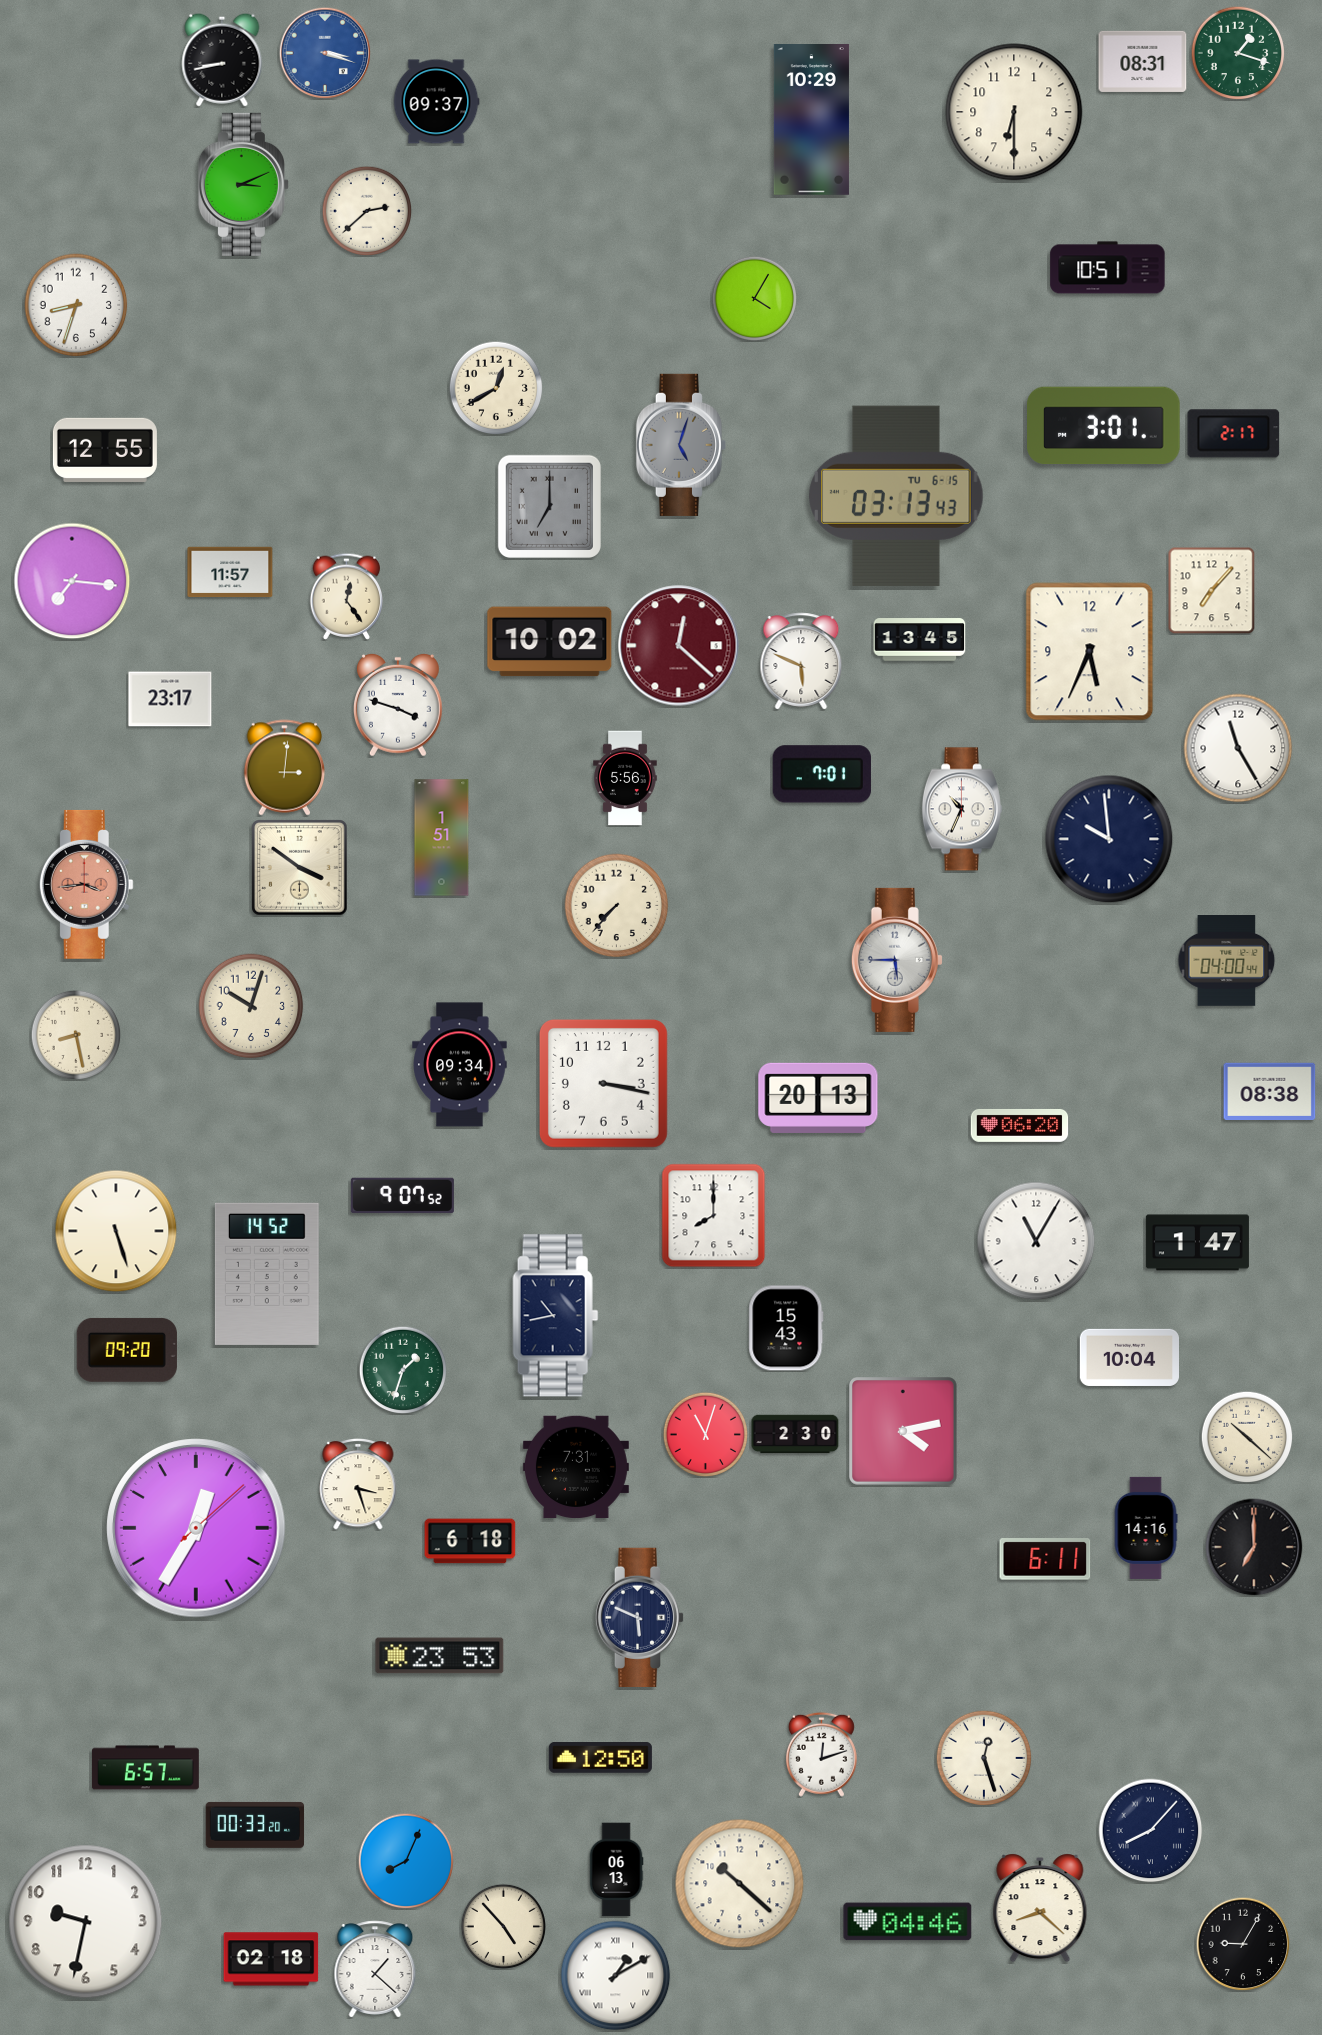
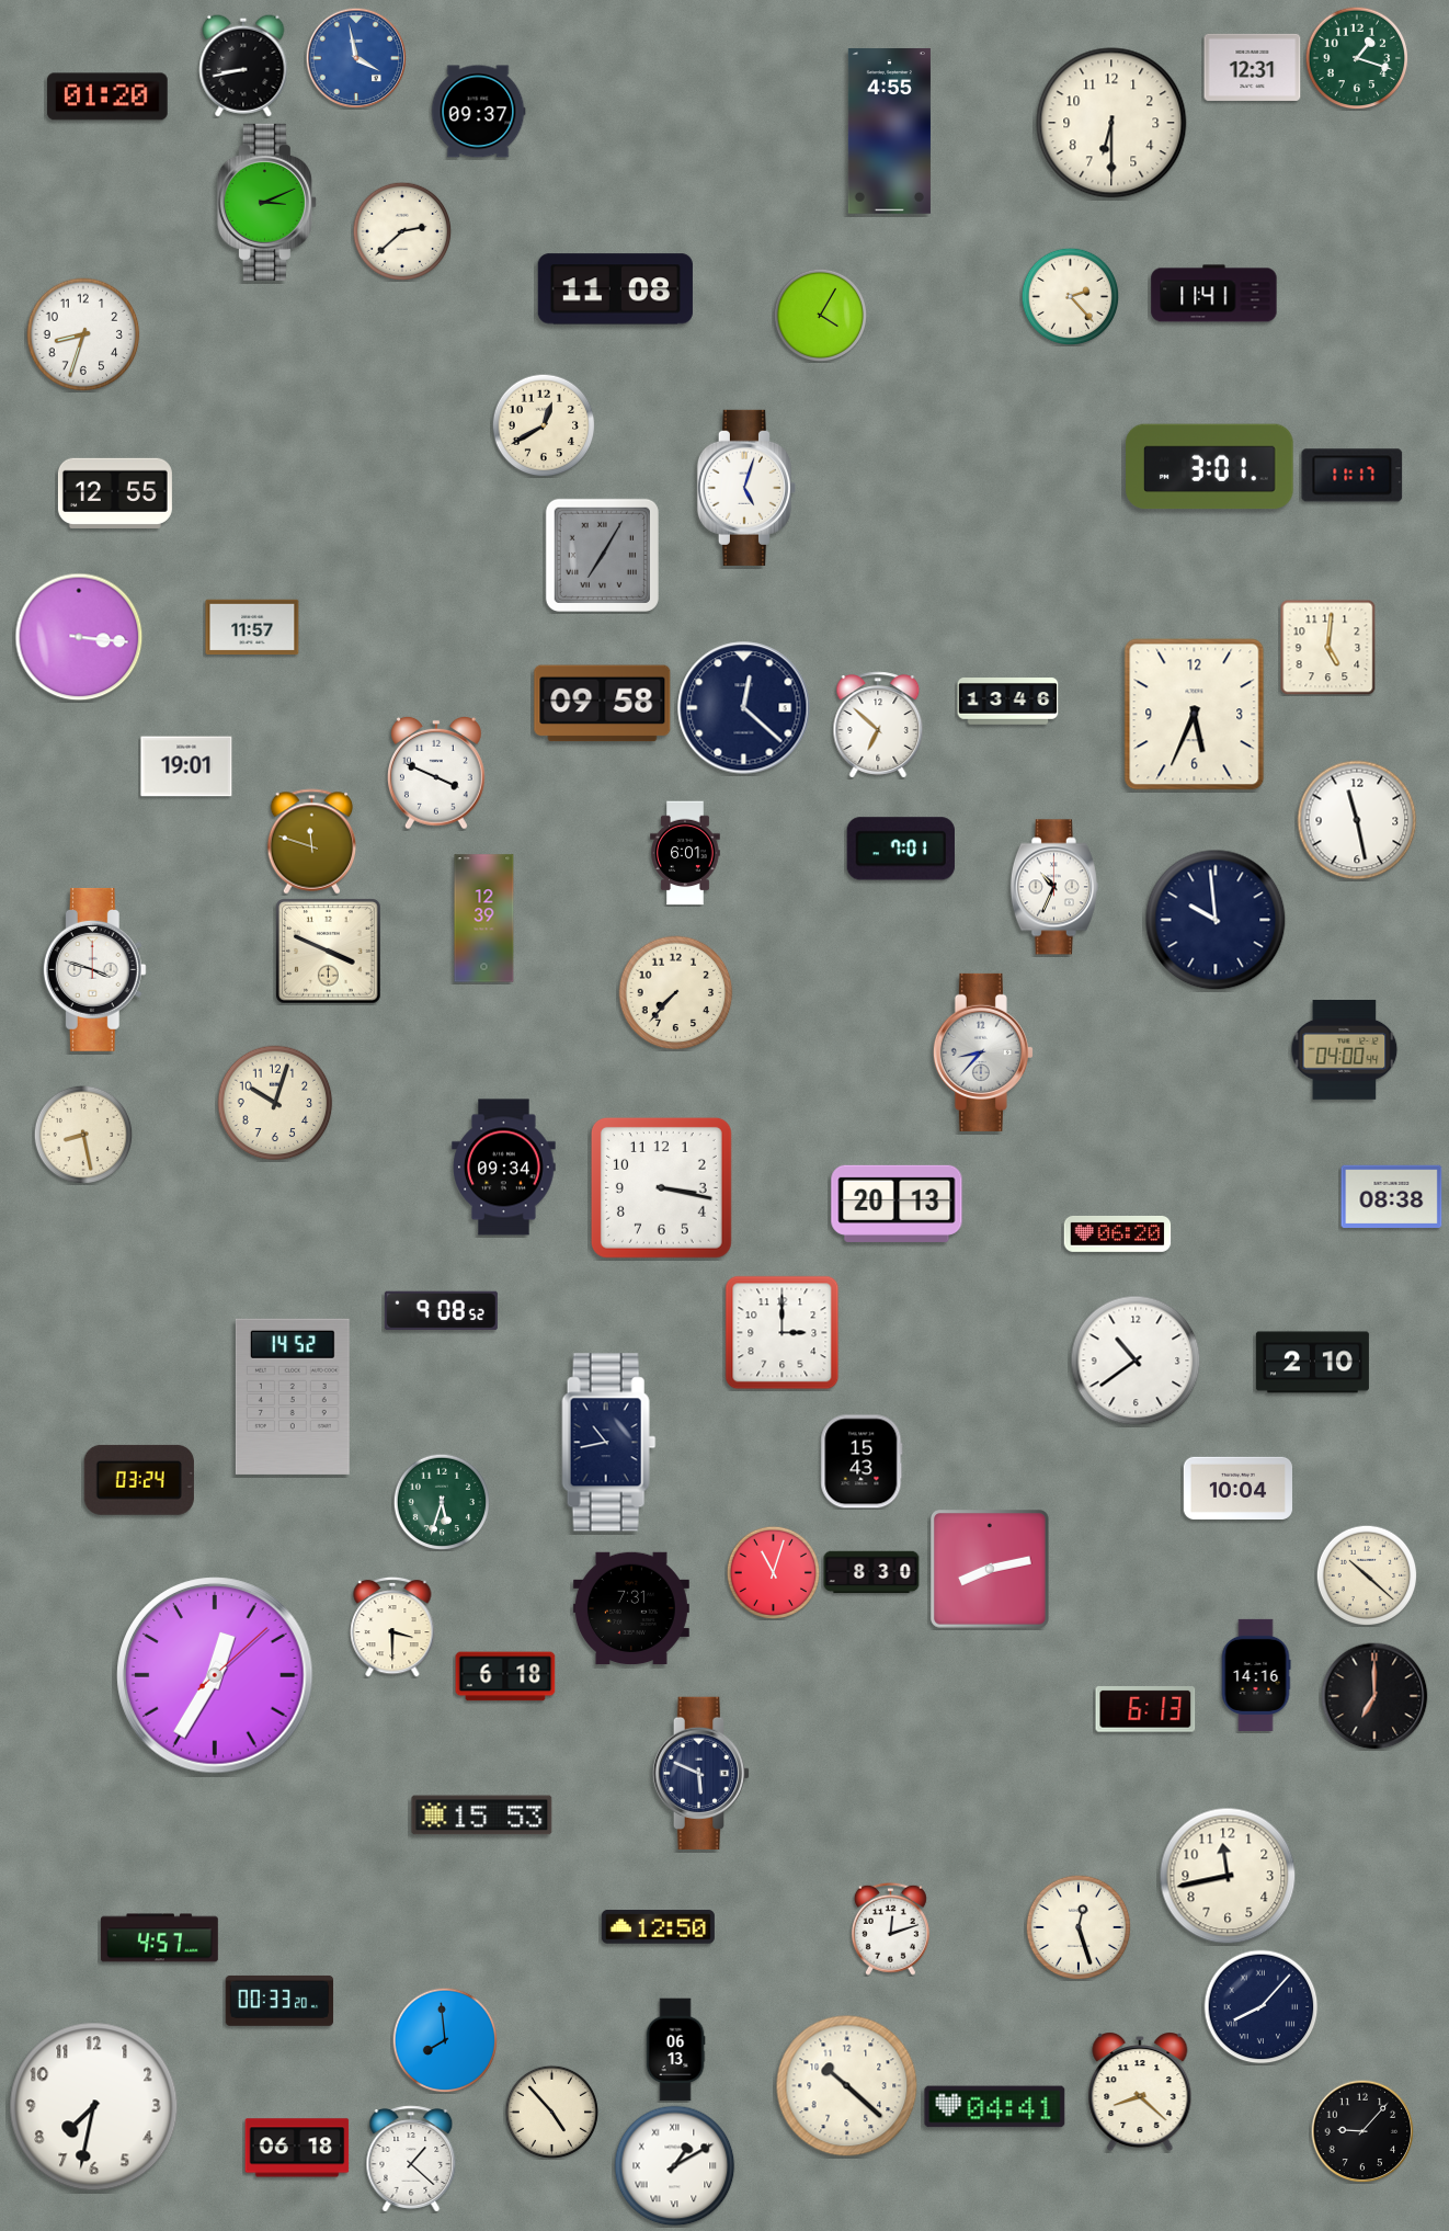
clock at (325, 53): 3:18 -> 3:58
clock at (1143, 61): 08:31 -> 12:31
clock at (107, 96): none -> 01:20
clock at (811, 120): 10:29 -> 4:55
clock at (615, 289): none -> 11:08
clock at (1108, 268): 10:51 -> 11:41
clock at (1070, 296): none -> 2:23
clock at (754, 298) position: (754, 298) -> (820, 315)
clock at (1234, 434): 2:17 -> 11:17
clock at (681, 445) dial: grey -> white
clock at (896, 496): 03:13 -> none
clock at (549, 506): 7:00 -> 7:05
clock at (72, 581): 7:16 -> 3:16
clock at (1211, 590): 7:07 -> 5:01
clock at (346, 596): 12:24 -> none
clock at (920, 640): 13:45 -> 13:46
clock at (550, 642): 10:02 -> 09:58
clock at (679, 646) dial: burgundy -> navy
clock at (801, 661): 5:49 -> 6:52
clock at (170, 699): 23:17 -> 19:01
clock at (398, 705): 3:48 -> 3:49
clock at (1238, 748): 11:25 -> 11:28
clock at (285, 768): 3:01 -> 11:48
clock at (625, 778): 5:56 -> 6:01
clock at (442, 838): 1:51 -> 12:39
clock at (300, 868): 3:51 -> 3:49
clock at (86, 884): 3:44 -> 3:48
clock at (86, 884) dial: salmon -> white
clock at (897, 960): 5:45 -> 8:37
clock at (1227, 961) position: (1227, 961) -> (1345, 1050)
clock at (402, 1196): 9:07 -> 9:08
clock at (714, 1216): 8:00 -> 3:00
clock at (116, 1231): 5:27 -> none
clock at (1036, 1241): 11:05 -> 10:39
clock at (1197, 1243): 1:47 -> 2:10
clock at (786, 1328) position: (786, 1328) -> (862, 1461)
clock at (127, 1350): 09:20 -> 03:24
clock at (402, 1369): 1:33 -> 5:33
clock at (904, 1432): 4:13 -> 8:13
clock at (795, 1434): 2:30 -> 8:30
clock at (358, 1484): 3:27 -> 3:30
clock at (470, 1541) position: (470, 1541) -> (505, 1676)
clock at (1045, 1560): 6:11 -> 6:13
clock at (440, 1656): 23:53 -> 15:53
clock at (1228, 1876): none -> 11:43
clock at (821, 1754) position: (821, 1754) -> (890, 1928)
clock at (145, 1768): 6:57 -> 4:57
clock at (406, 1861): 8:04 -> 7:59
clock at (740, 1884) position: (740, 1884) -> (847, 2086)
clock at (86, 1922): 9:32 -> 7:32
clock at (908, 1922): 04:46 -> 04:41
clock at (1243, 1944): 9:05 -> 9:07
clock at (271, 1959): 02:18 -> 06:18
